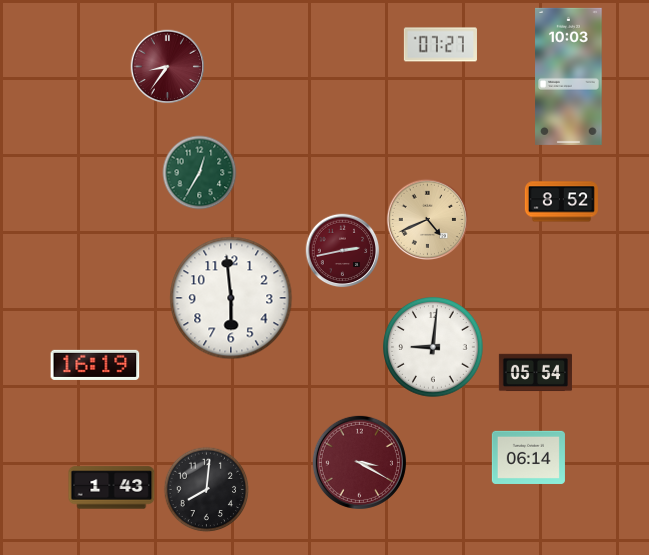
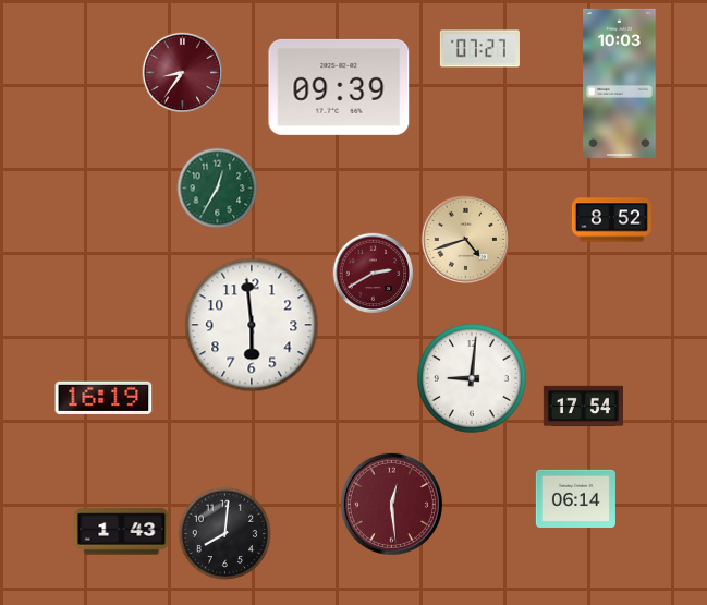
clock at (339, 87): none -> 09:39
clock at (427, 219): 4:41 -> 4:42
clock at (343, 251): 2:43 -> 2:40
clock at (535, 373): 05:54 -> 17:54
clock at (359, 462): 3:20 -> 12:29
